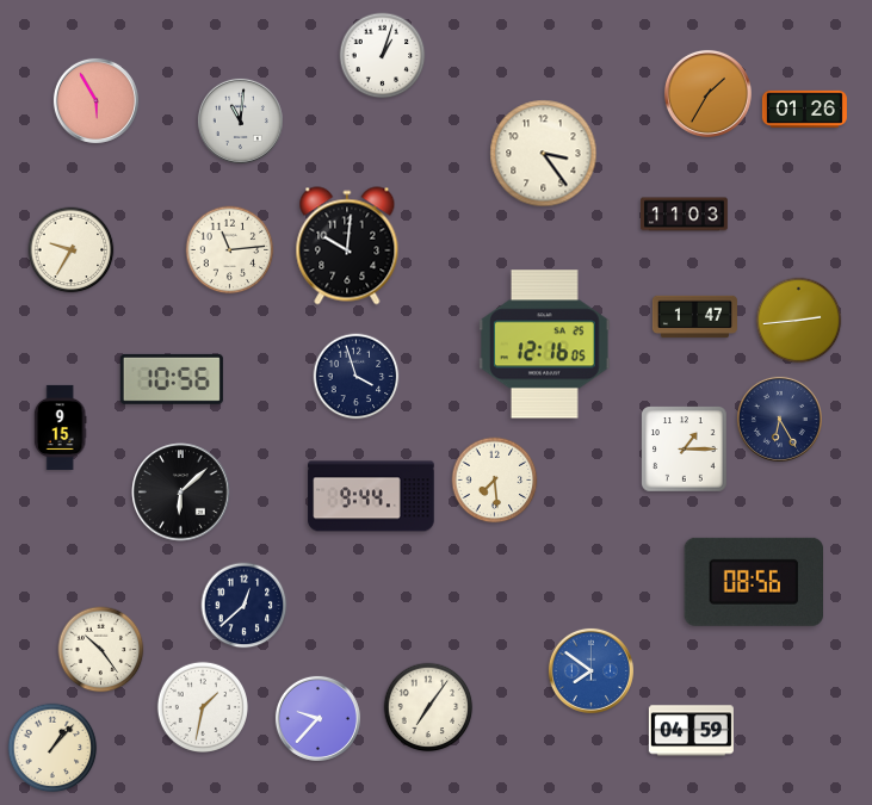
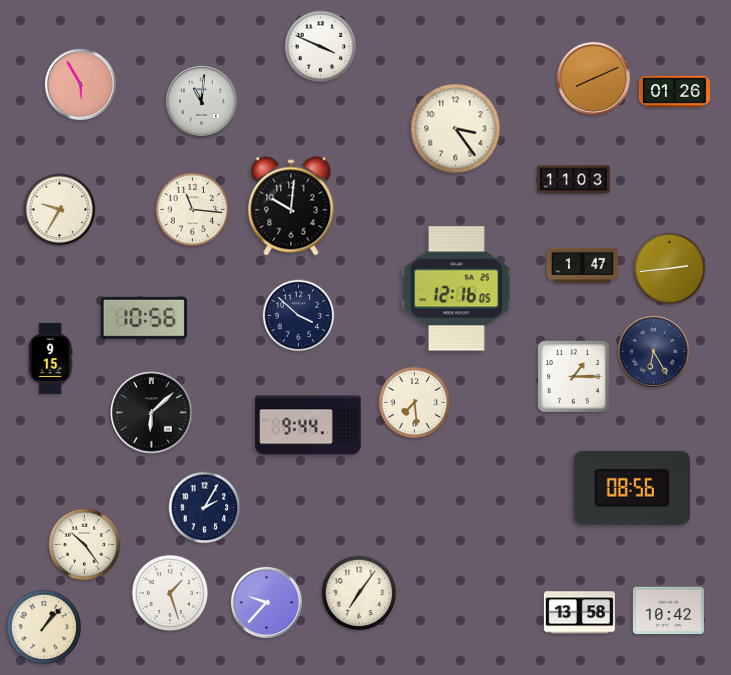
clock at (383, 56): 1:03 -> 3:49
clock at (707, 93): 1:35 -> 8:11
clock at (230, 250): 11:14 -> 11:16
clock at (357, 377): 3:57 -> 3:52
clock at (371, 496) position: (371, 496) -> (308, 425)
clock at (245, 606): 12:38 -> 2:05
clock at (590, 670): 7:51 -> none
clock at (202, 706): 1:32 -> 1:27
clock at (668, 611): none -> 10:42
clock at (691, 731): 04:59 -> 13:58
